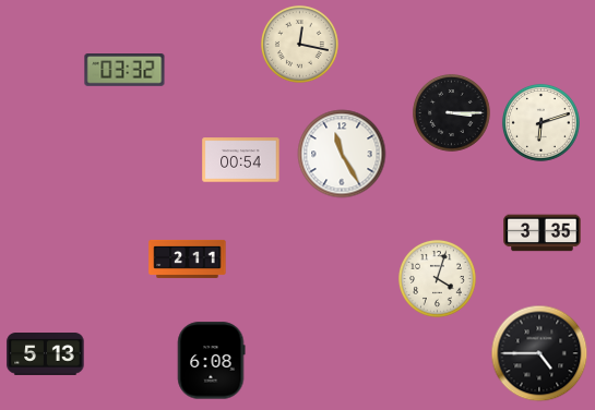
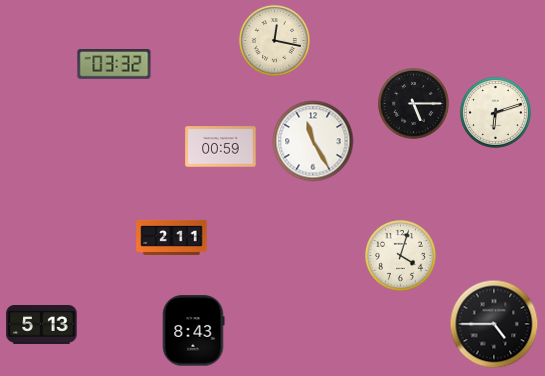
clock at (451, 112): 3:15 -> 5:15
clock at (241, 160): 00:54 -> 00:59
clock at (543, 233): 3:35 -> none
clock at (211, 361): 6:08 -> 8:43
